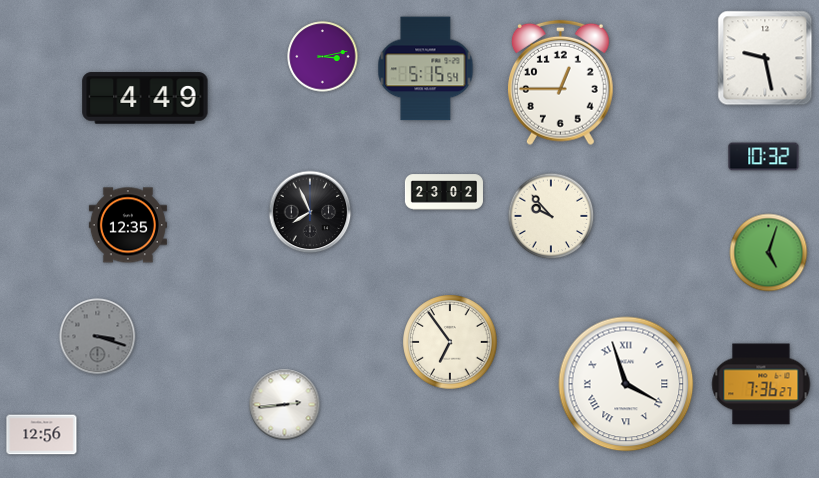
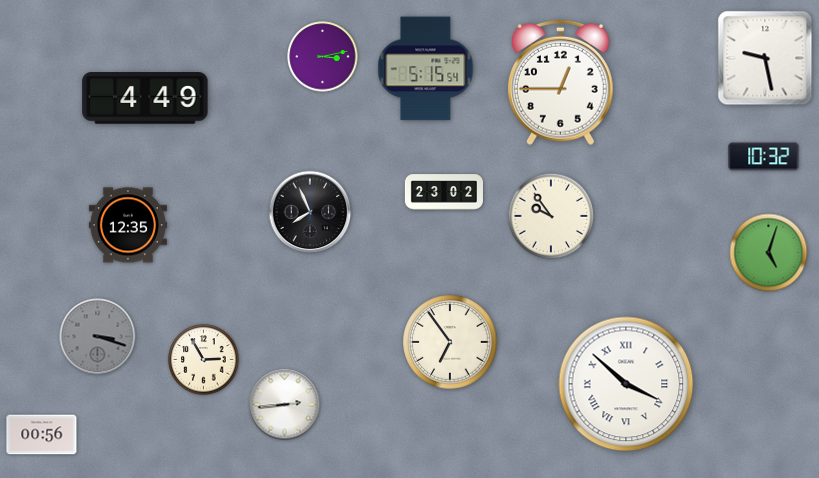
clock at (551, 216): 9:53 -> 9:54
clock at (204, 360): none -> 2:55
clock at (626, 384): 3:57 -> 3:52
clock at (761, 384): 7:36 -> none
clock at (42, 435): 12:56 -> 00:56
